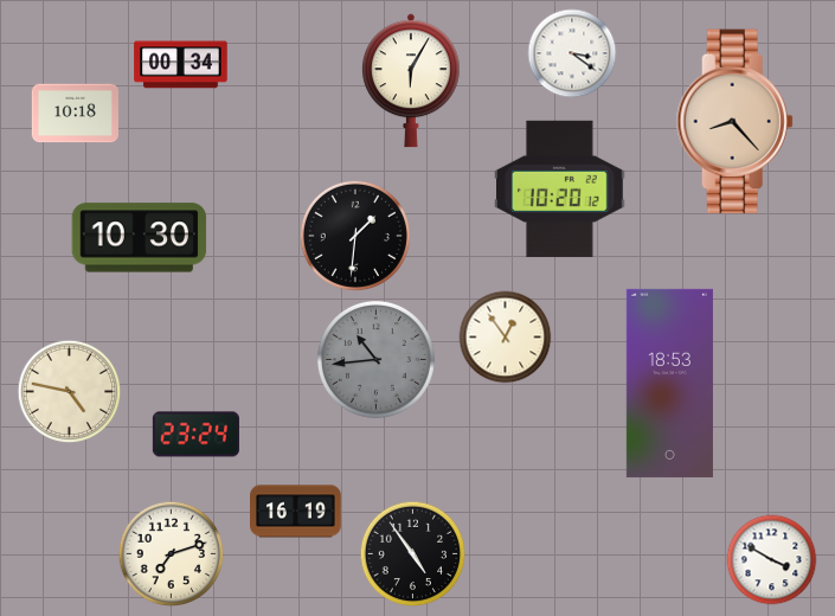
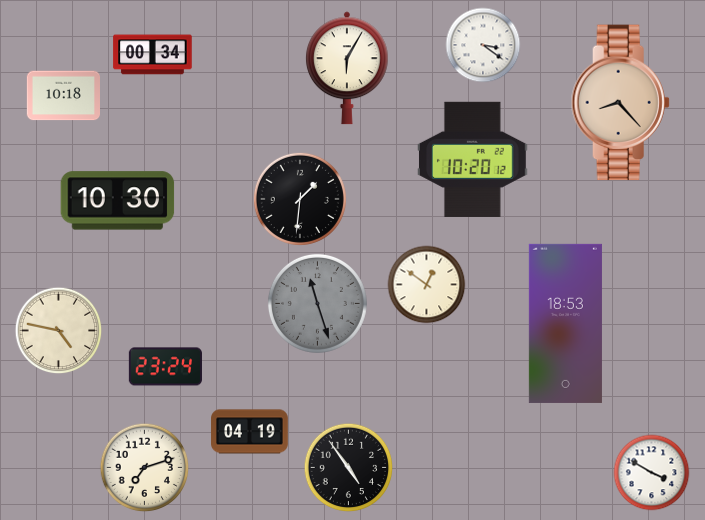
clock at (506, 338): 12:54 -> 12:51
clock at (375, 359): 10:44 -> 11:27
clock at (296, 512): 16:19 -> 04:19
